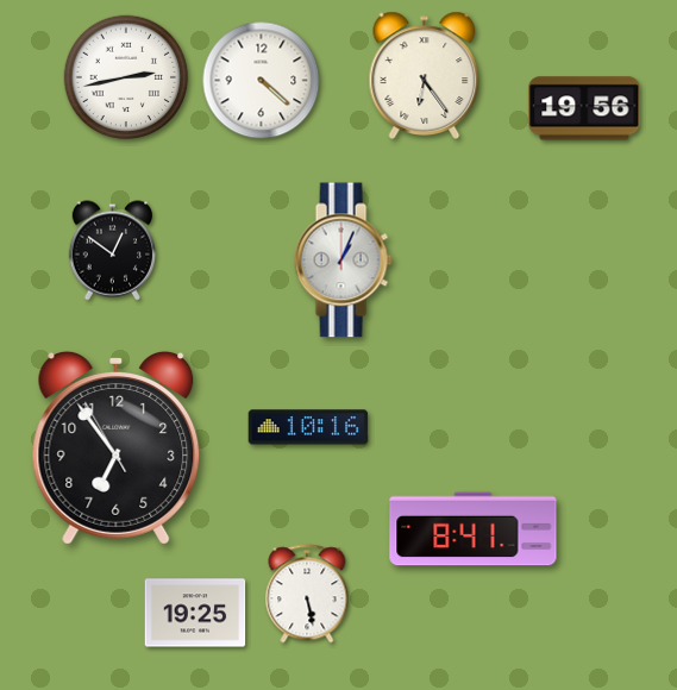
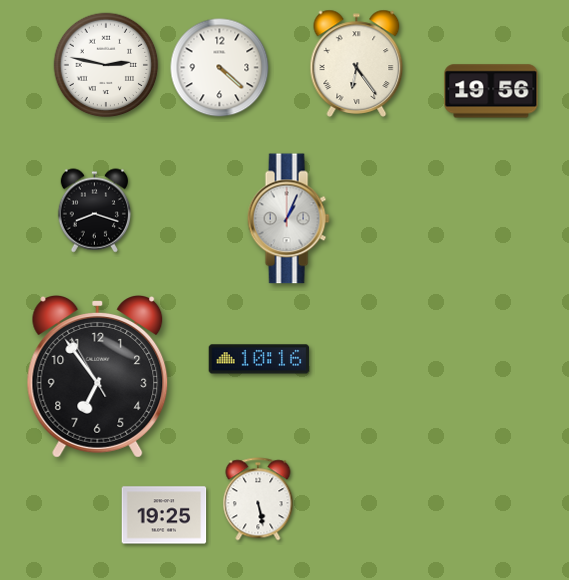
clock at (126, 77): 2:43 -> 2:47
clock at (112, 251): 12:51 -> 8:18
clock at (474, 529): 8:41 -> none
